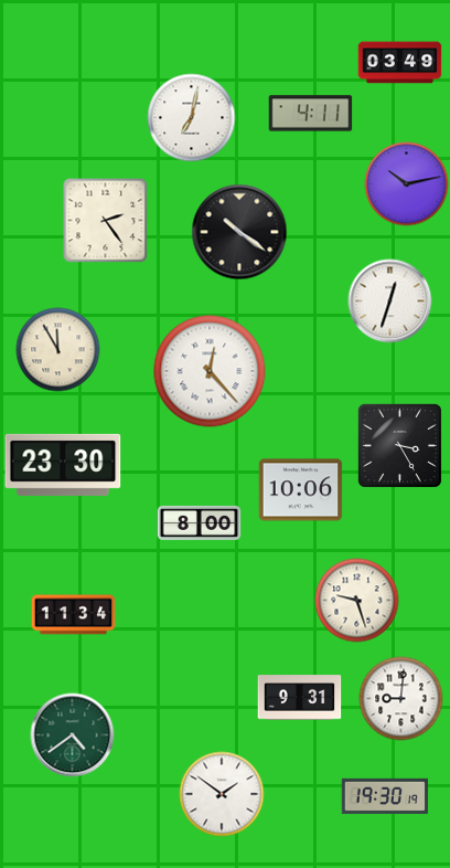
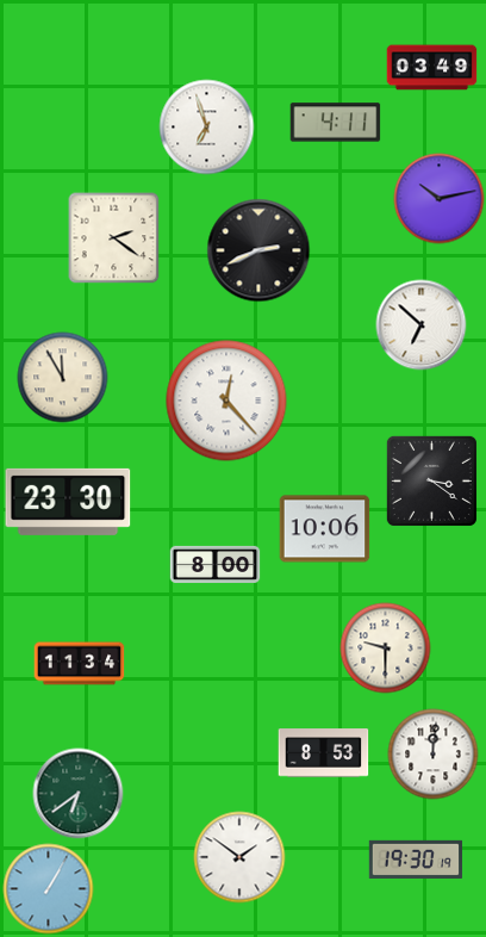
clock at (192, 118): 7:02 -> 6:57
clock at (106, 221): 2:24 -> 2:21
clock at (239, 232): 10:21 -> 2:41
clock at (390, 301): 12:33 -> 6:52
clock at (399, 445): 3:25 -> 3:21
clock at (357, 601): 9:27 -> 9:30
clock at (300, 698): 9:31 -> 8:53
clock at (401, 699): 9:01 -> 12:01
clock at (73, 735): 4:39 -> 6:39
clock at (49, 889): none -> 1:05
